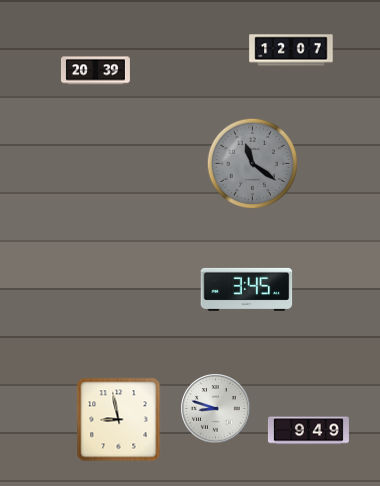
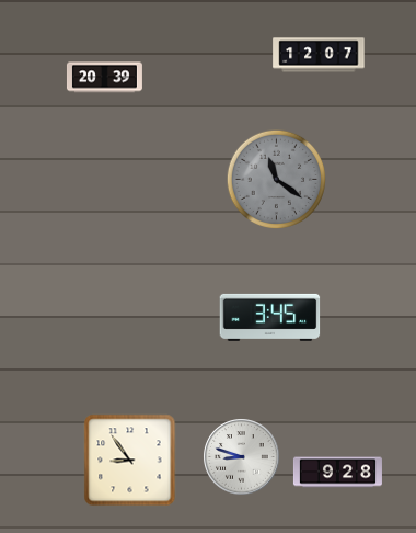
clock at (216, 409) position: (216, 409) -> (242, 457)
clock at (119, 420): 8:58 -> 8:54
clock at (308, 431): 9:49 -> 9:28
